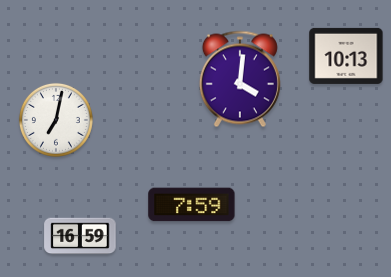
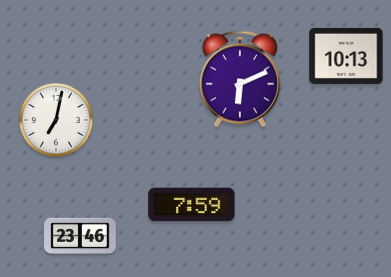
clock at (240, 79): 4:01 -> 6:11
clock at (80, 236): 16:59 -> 23:46
